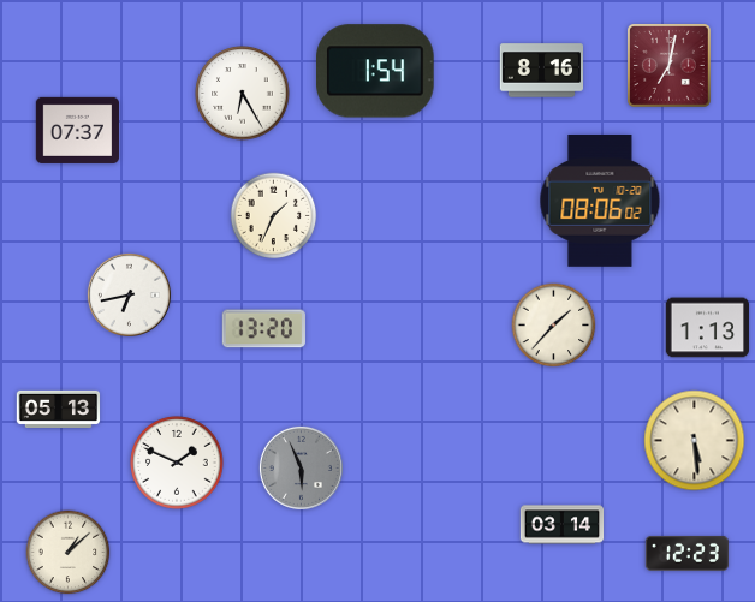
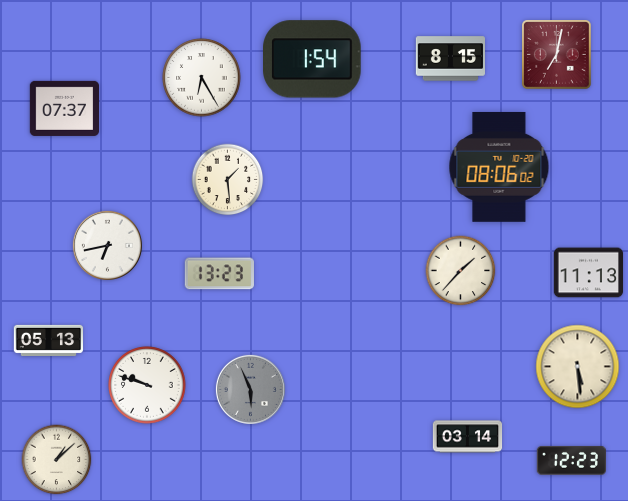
clock at (541, 71): 8:16 -> 8:15
clock at (274, 216): 1:34 -> 1:29
clock at (707, 328): 1:13 -> 11:13
clock at (263, 329): 13:20 -> 13:23
clock at (177, 463): 1:49 -> 9:48
